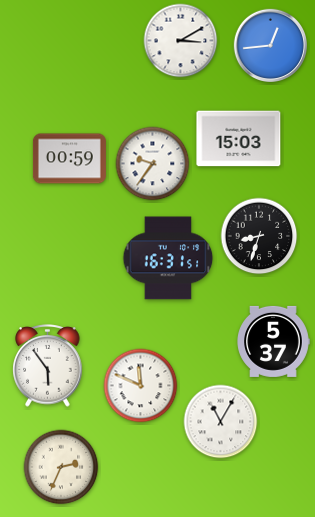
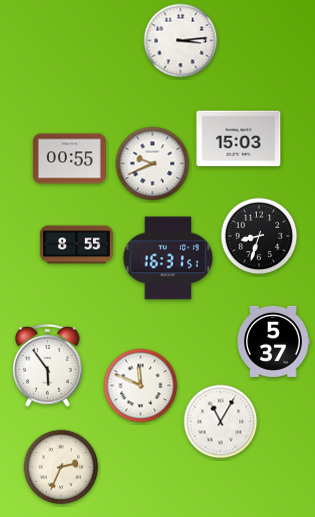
clock at (181, 41): 3:10 -> 3:14
clock at (270, 45): 12:44 -> none
clock at (69, 159): 00:59 -> 00:55
clock at (153, 164): 9:36 -> 9:41
clock at (76, 245): none -> 8:55
